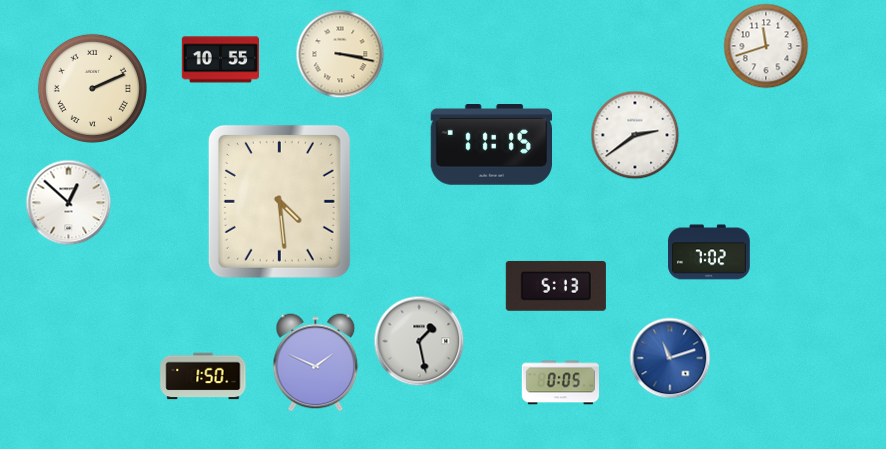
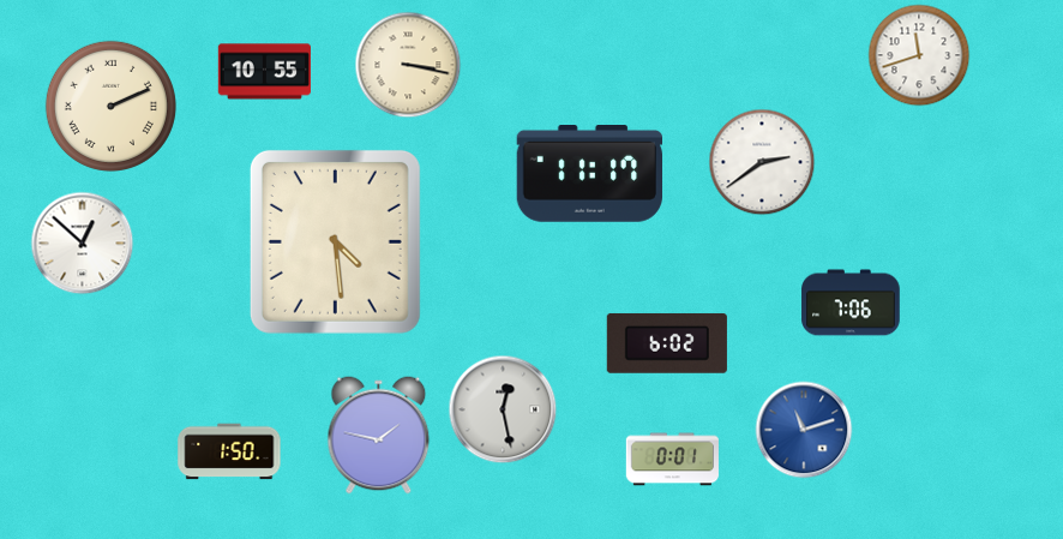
clock at (491, 145): 11:15 -> 11:17
clock at (709, 252): 7:02 -> 7:06
clock at (556, 286): 5:13 -> 6:02
clock at (419, 341): 1:28 -> 12:28
clock at (316, 363): 1:49 -> 1:47
clock at (203, 376) position: (203, 376) -> (229, 451)
clock at (560, 383): 0:05 -> 0:01
